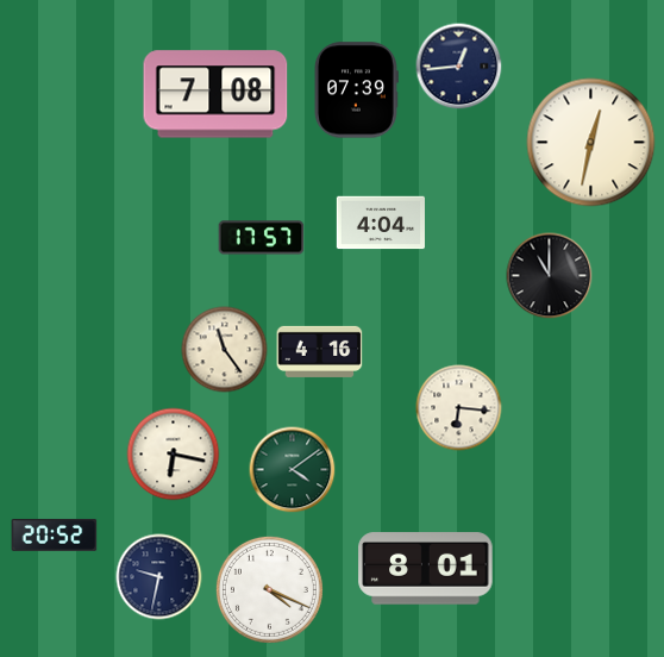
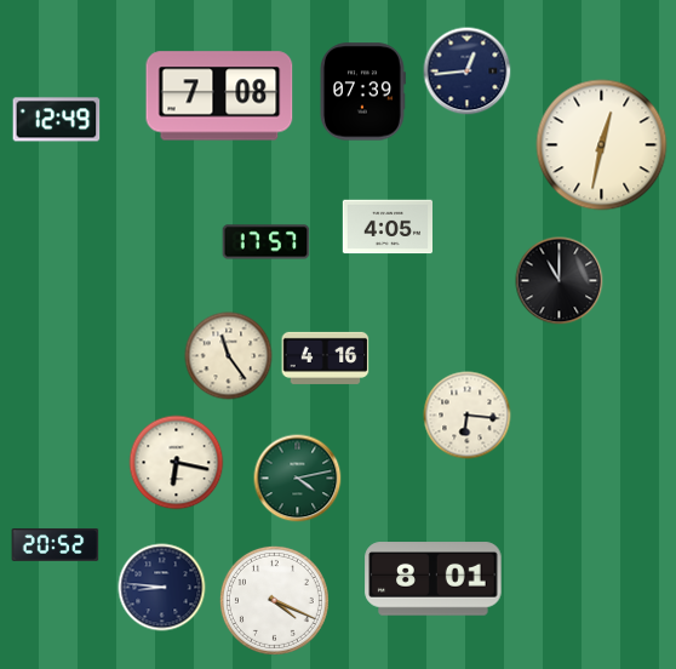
clock at (459, 67) position: (459, 67) -> (468, 72)
clock at (57, 120): none -> 12:49
clock at (380, 223): 4:04 -> 4:05
clock at (293, 470): 4:09 -> 4:13
clock at (159, 577): 9:32 -> 8:46
